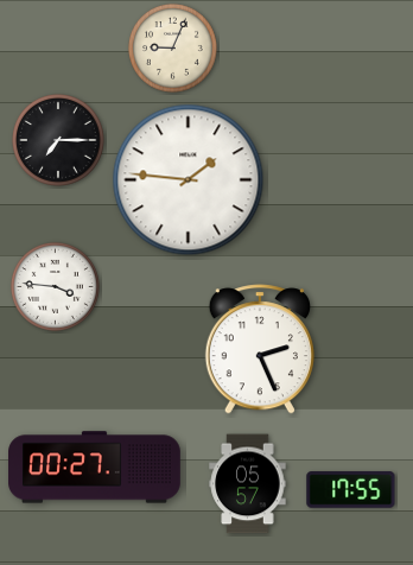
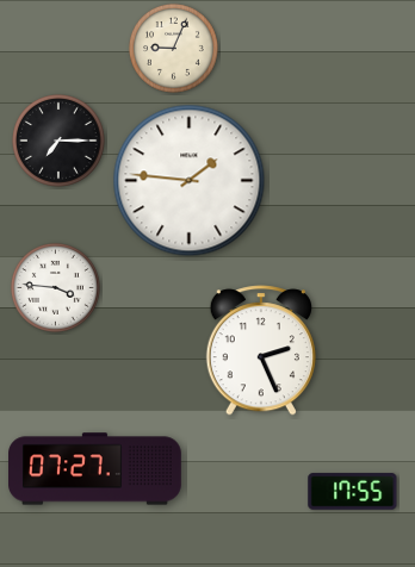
clock at (95, 468): 00:27 -> 07:27
clock at (248, 484): 05:57 -> none
